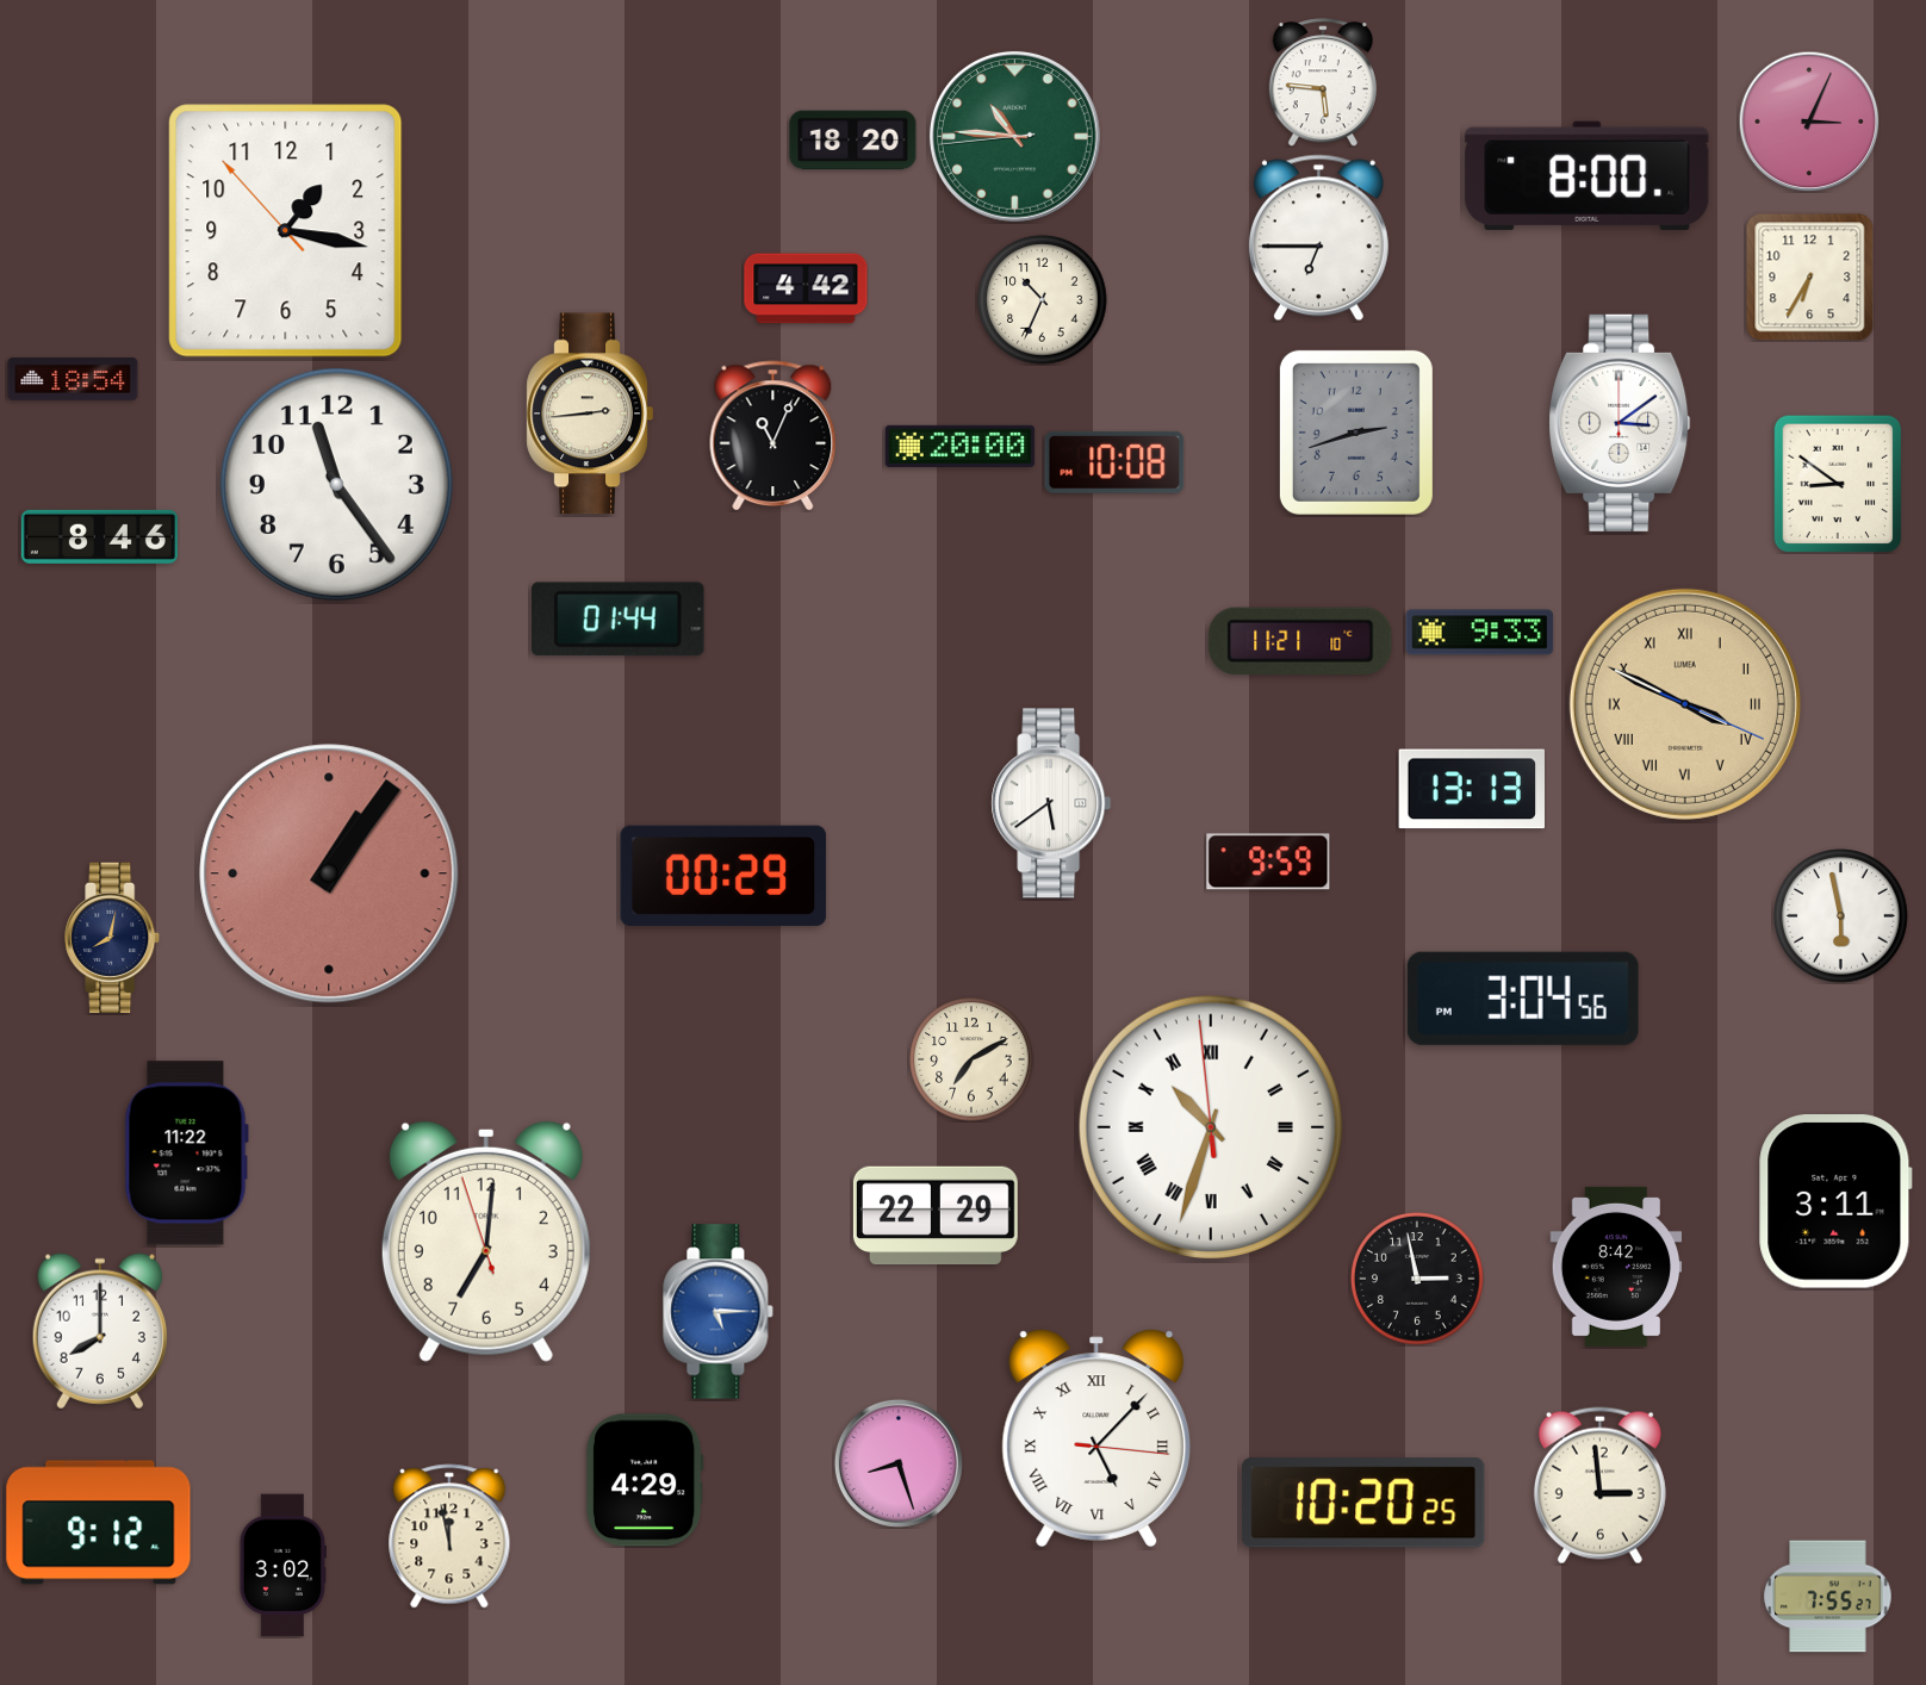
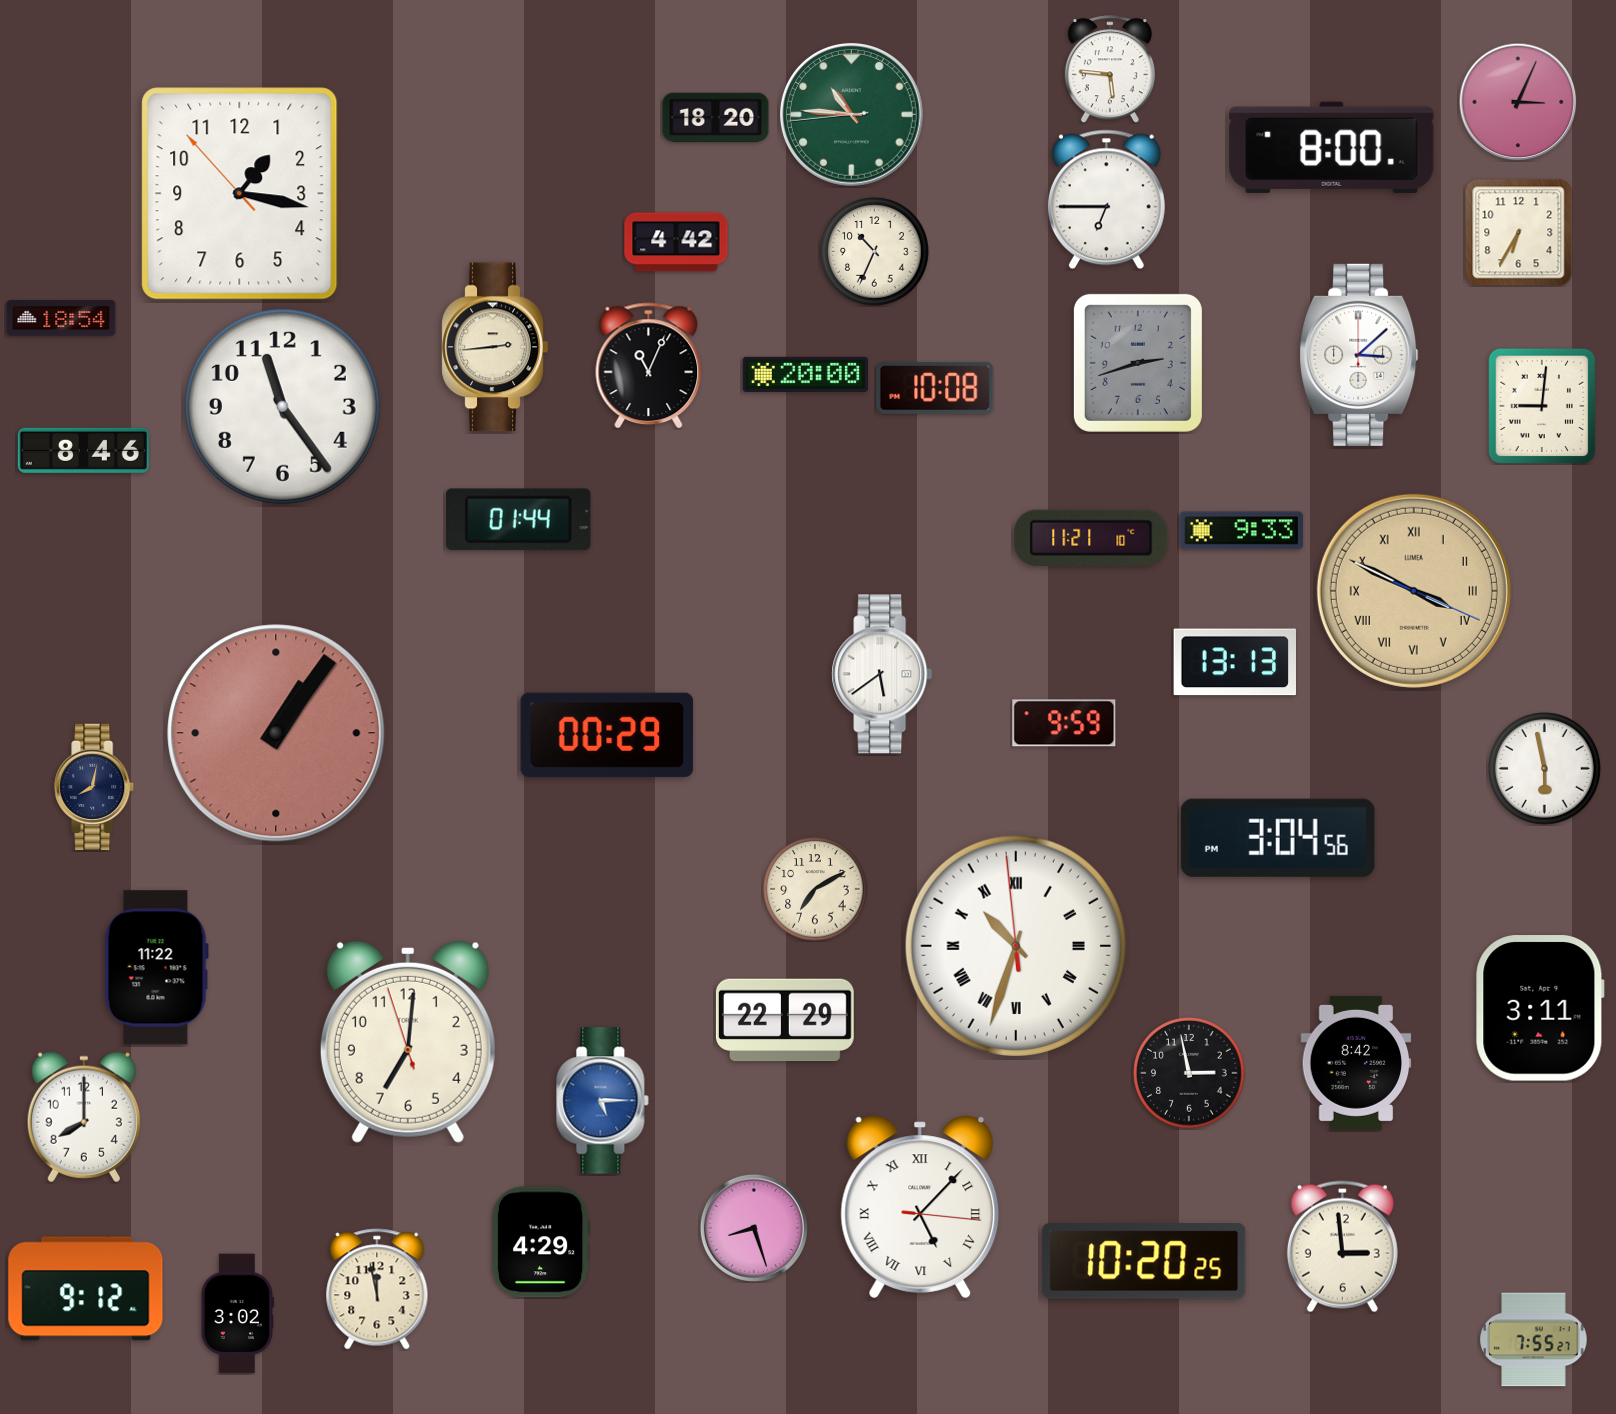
clock at (1620, 423): 3:09 -> 3:08
clock at (1838, 484): 8:51 -> 9:01
clock at (99, 1523) position: (99, 1523) -> (86, 1289)
